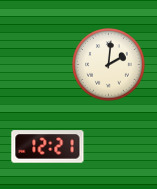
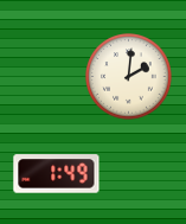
clock at (48, 147): 12:21 -> 1:49
